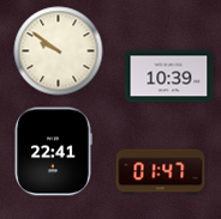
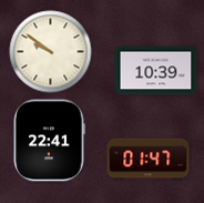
clock at (59, 51) position: (59, 51) -> (51, 52)
